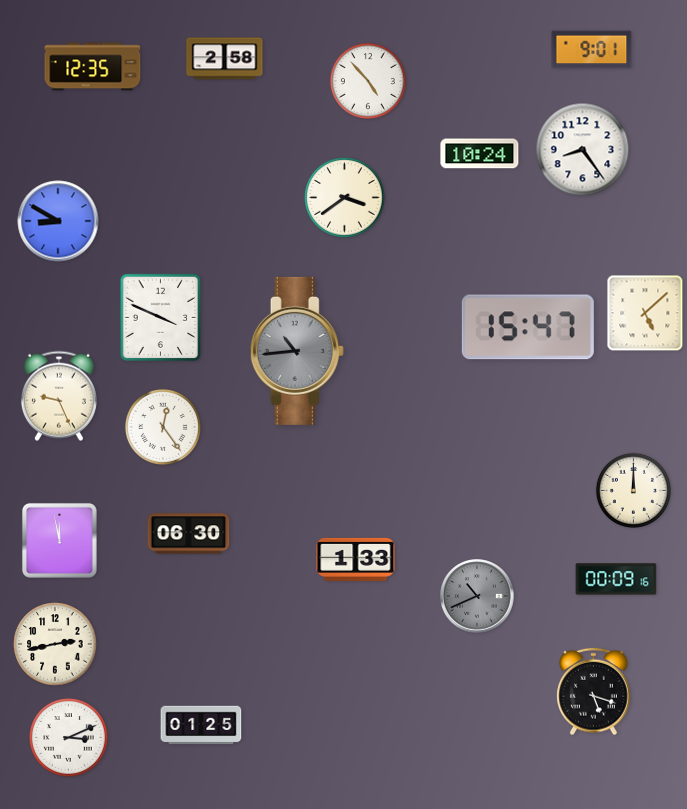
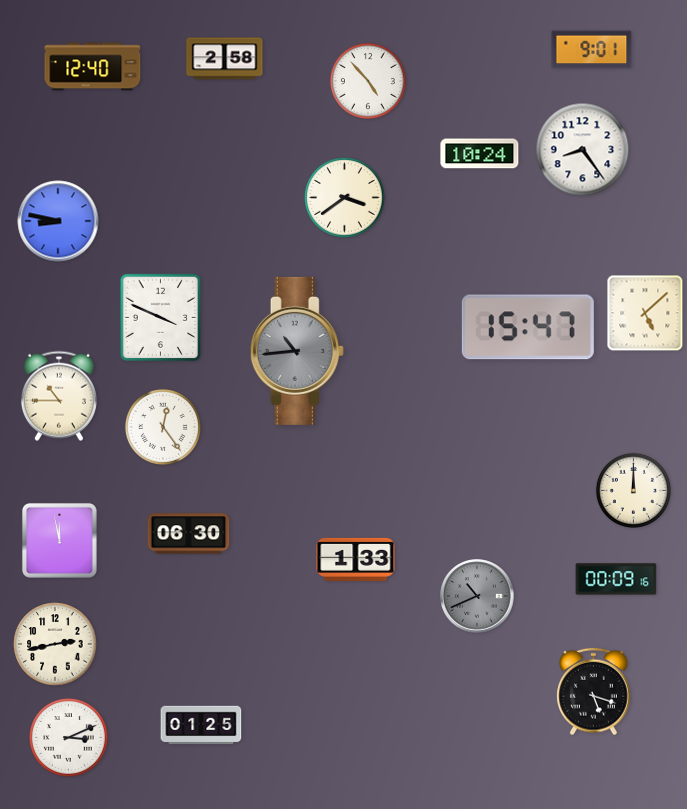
clock at (93, 67): 12:35 -> 12:40
clock at (58, 221): 8:50 -> 8:47
clock at (59, 396): 9:26 -> 10:45
